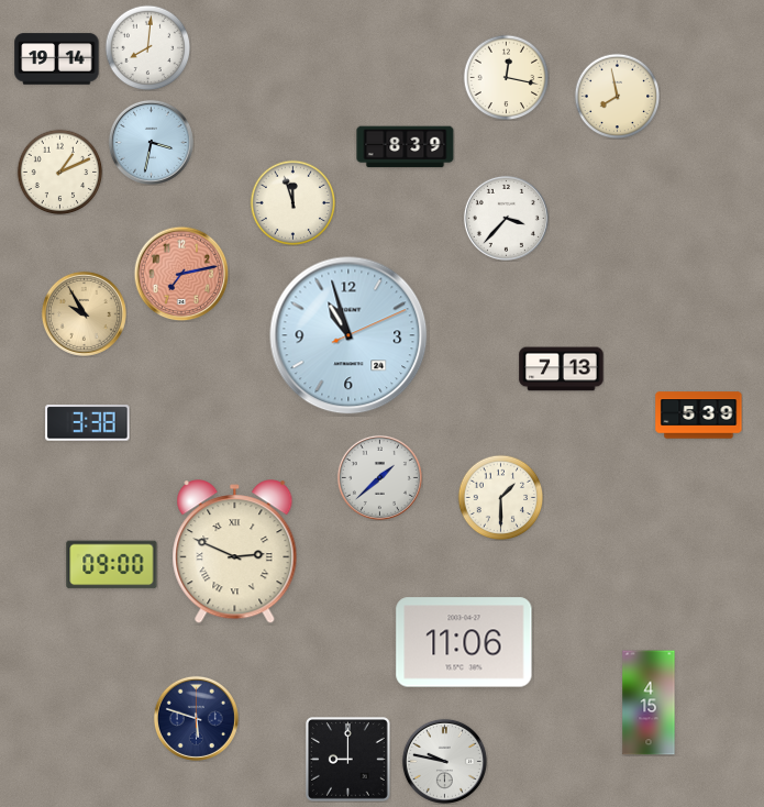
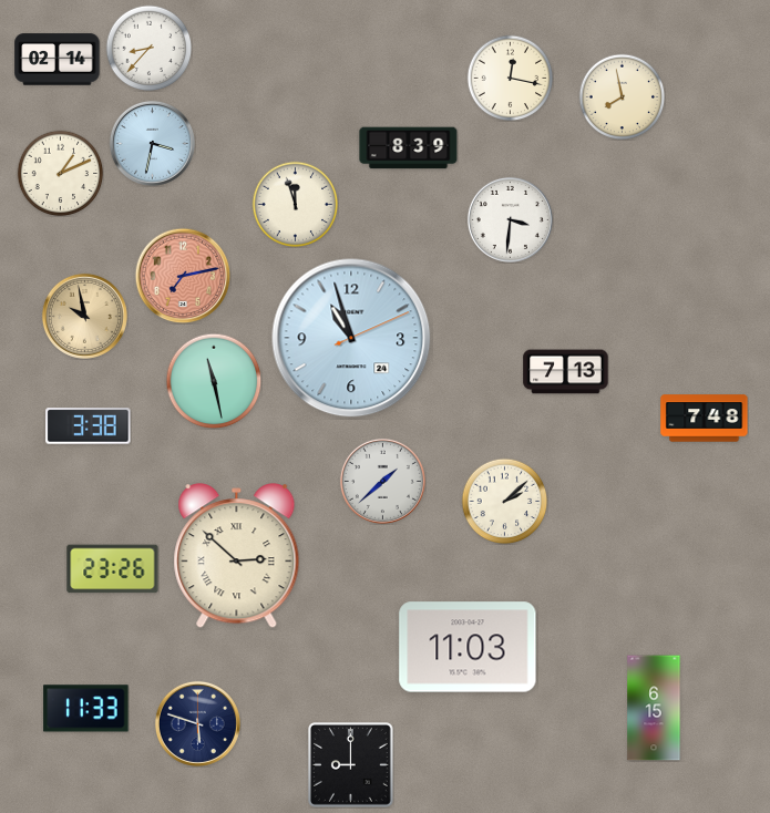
clock at (147, 47): 8:01 -> 8:37
clock at (57, 59): 19:14 -> 02:14
clock at (506, 218): 3:37 -> 3:31
clock at (84, 313): 9:55 -> 9:58
clock at (214, 381): none -> 11:28
clock at (699, 416): 5:39 -> 7:48
clock at (500, 497): 1:30 -> 2:08
clock at (235, 552): 2:49 -> 2:52
clock at (112, 565): 09:00 -> 23:26
clock at (464, 642): 11:06 -> 11:03
clock at (649, 703): 4:15 -> 6:15
clock at (86, 709): none -> 11:33
clock at (444, 761): 9:47 -> none
